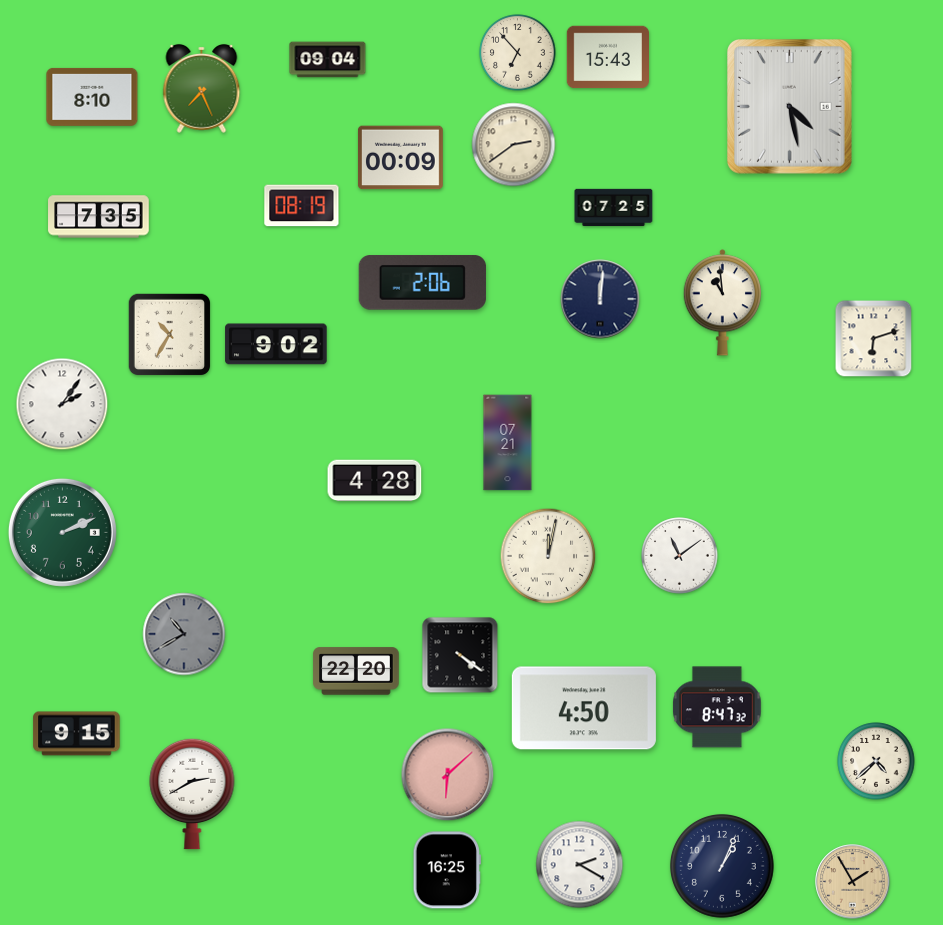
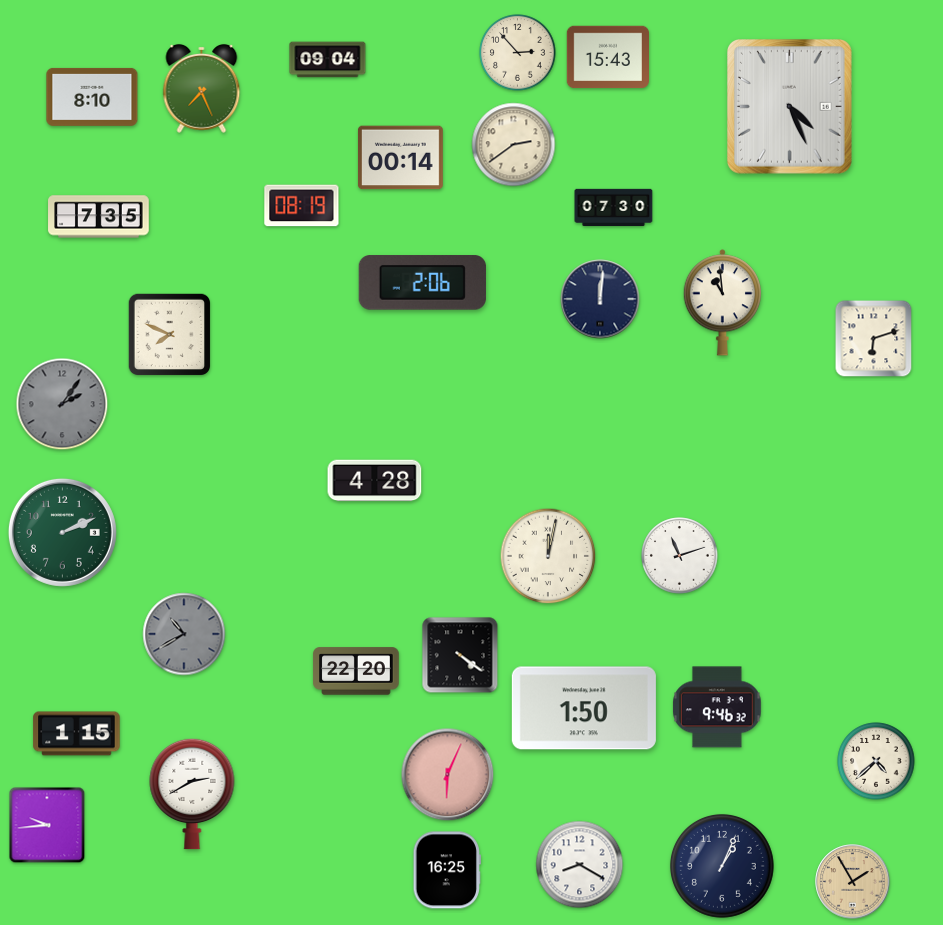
clock at (518, 53): 6:53 -> 2:53
clock at (790, 107): 4:28 -> 4:26
clock at (400, 158): 00:09 -> 00:14
clock at (614, 208): 07:25 -> 07:30
clock at (169, 334): 10:35 -> 7:49
clock at (276, 344): 9:02 -> none
clock at (62, 404) dial: white -> grey
clock at (508, 443): 07:21 -> none
clock at (680, 556): 11:09 -> 11:12
clock at (717, 707): 8:47 -> 9:46
clock at (584, 708): 4:50 -> 1:50
clock at (77, 734): 9:15 -> 1:15
clock at (448, 775): 6:08 -> 6:04
clock at (47, 825): none -> 9:44
clock at (580, 865): 2:20 -> 8:20
